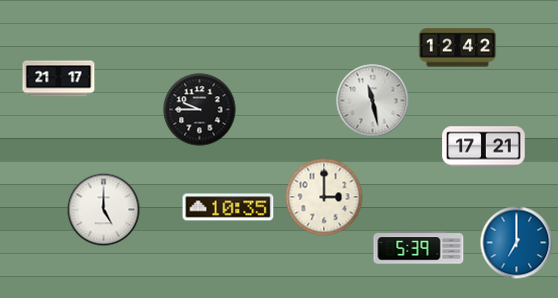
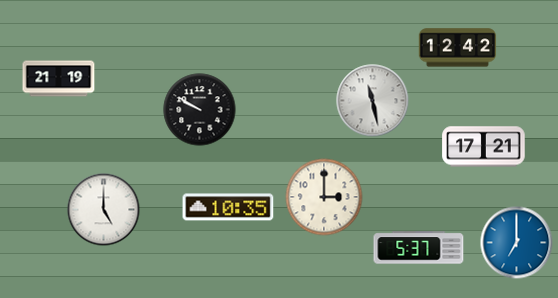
clock at (59, 79): 21:17 -> 21:19
clock at (200, 110): 9:45 -> 9:50
clock at (419, 248): 5:39 -> 5:37
